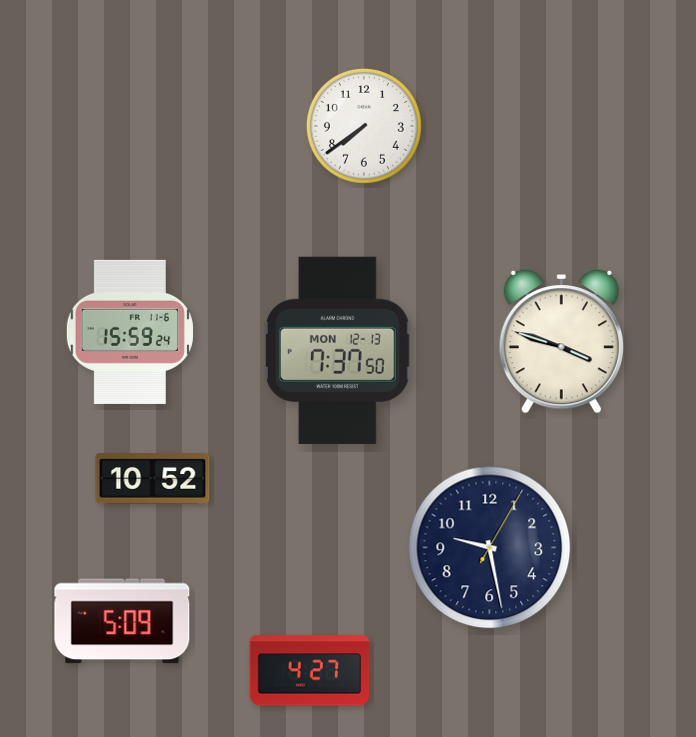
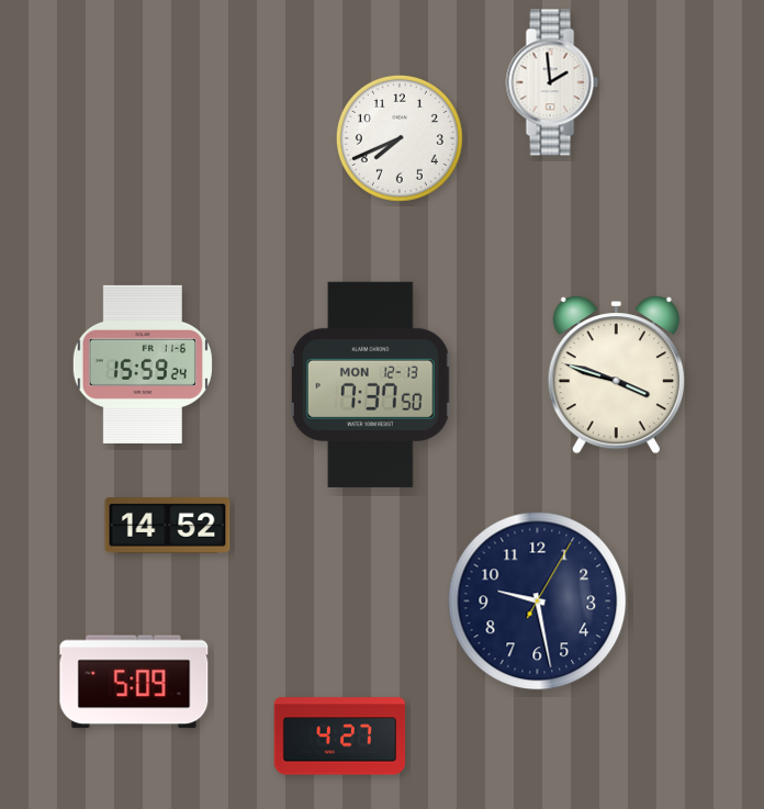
clock at (552, 82): none -> 1:59
clock at (364, 126): 7:39 -> 7:41
clock at (153, 479): 10:52 -> 14:52
